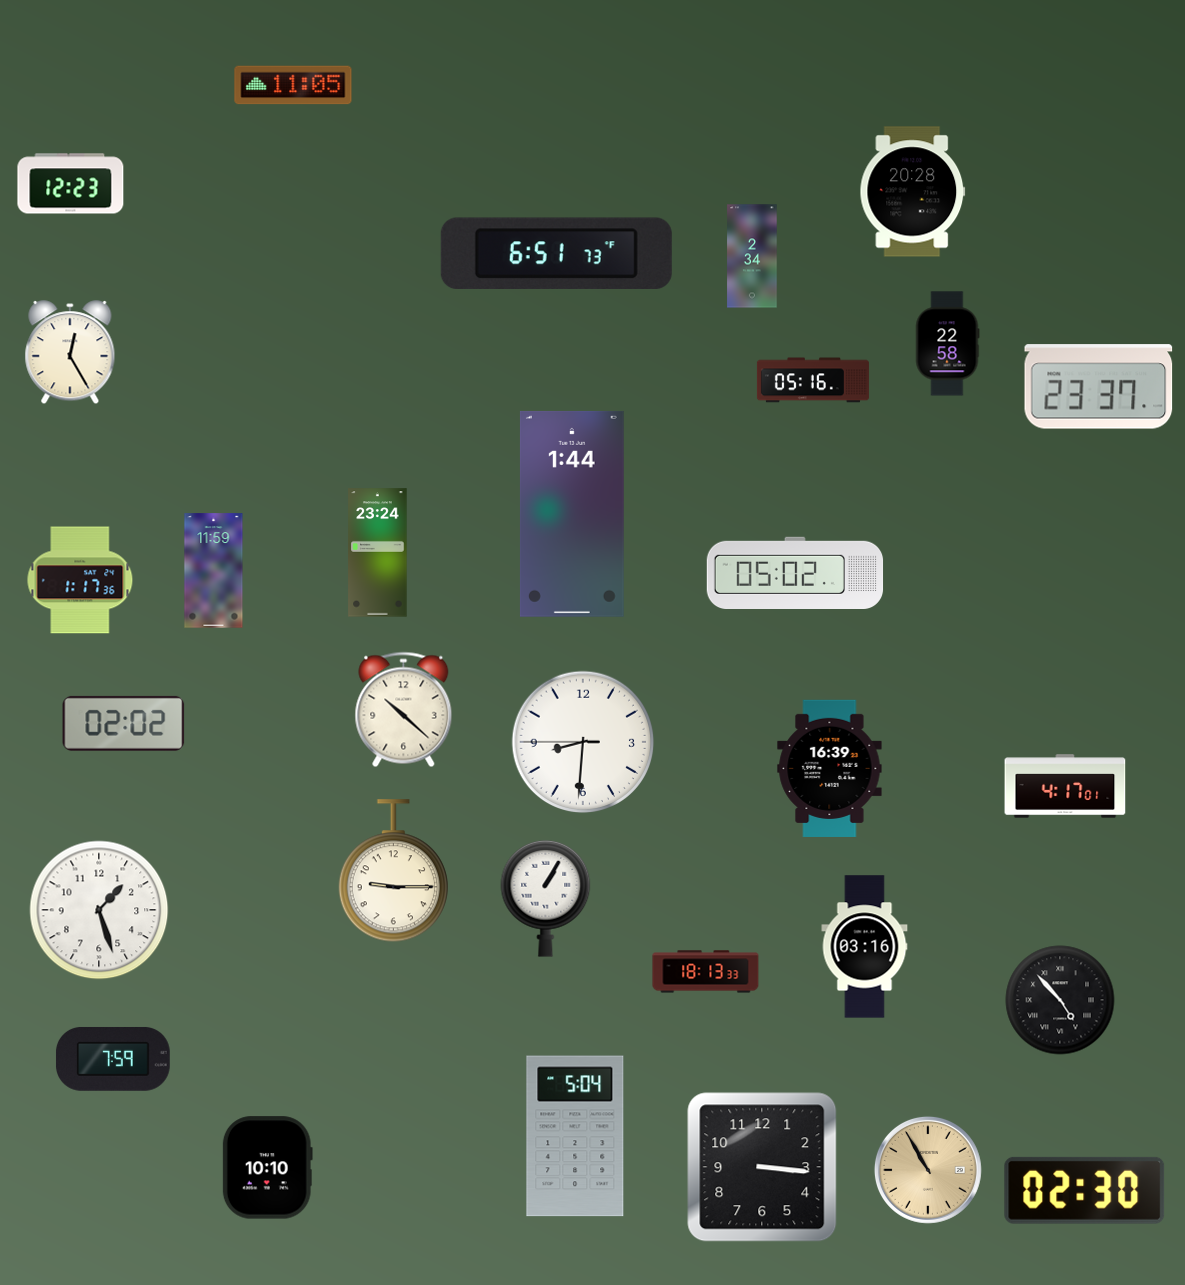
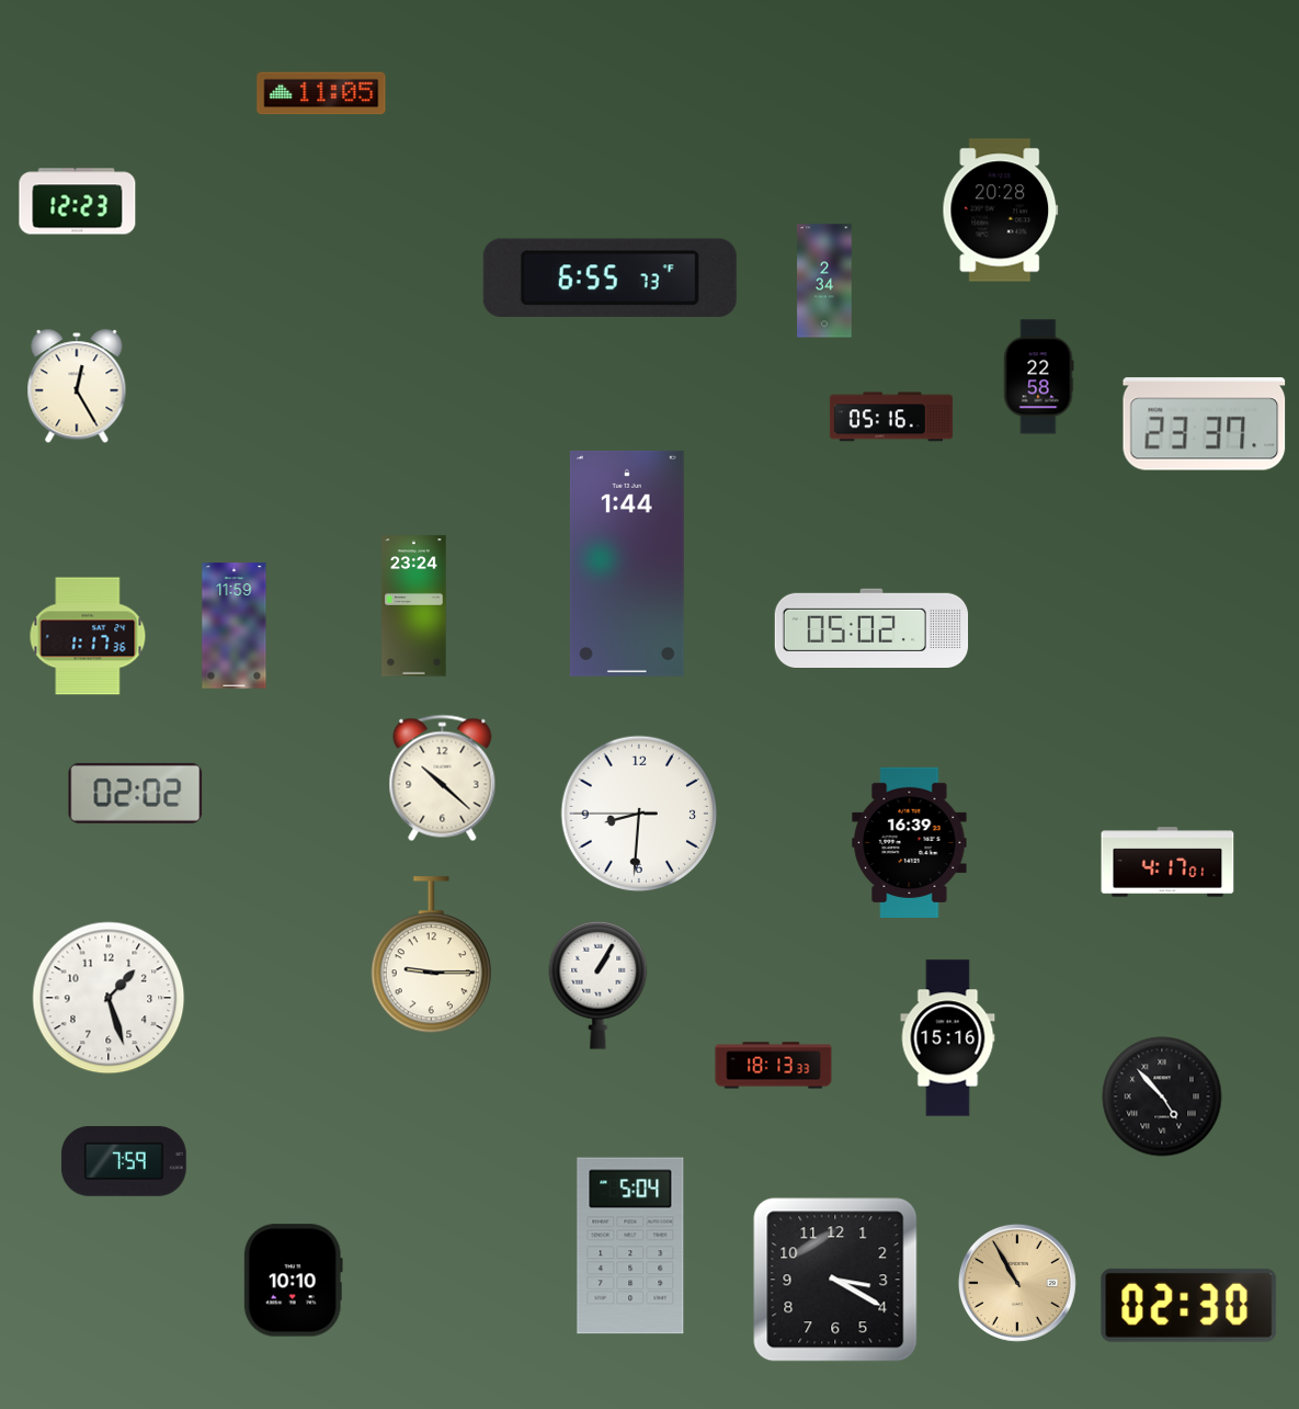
clock at (556, 253): 6:51 -> 6:55
clock at (865, 947): 03:16 -> 15:16
clock at (762, 1167): 3:16 -> 3:20
